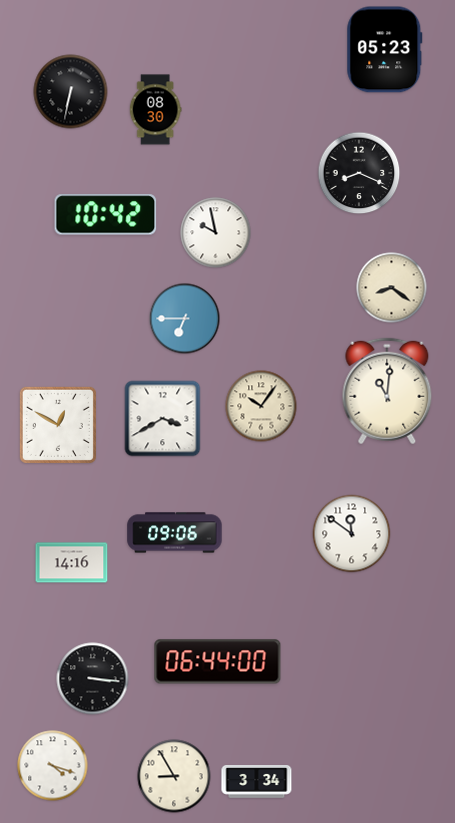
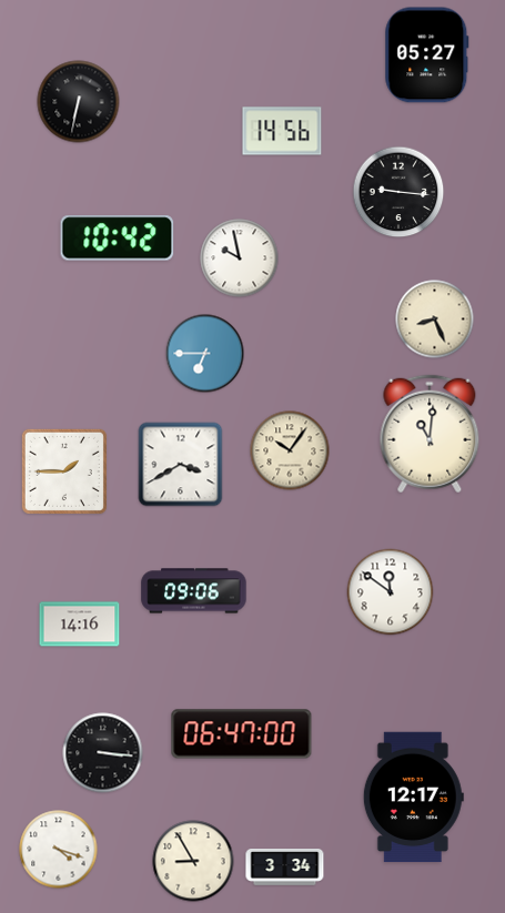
clock at (385, 50): 05:23 -> 05:27
clock at (155, 110): 08:30 -> none
clock at (282, 131): none -> 14:56
clock at (359, 173): 8:19 -> 9:16
clock at (392, 288): 8:21 -> 8:26
clock at (58, 425): 12:50 -> 1:45
clock at (218, 662): 06:44 -> 06:47
clock at (413, 798): none -> 12:17
